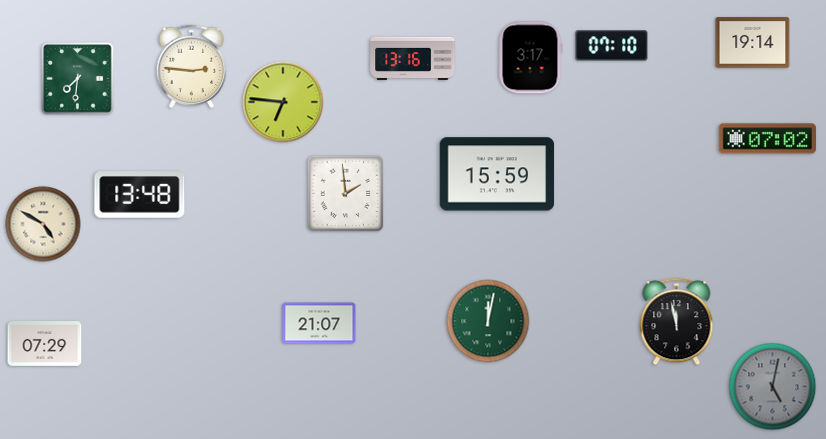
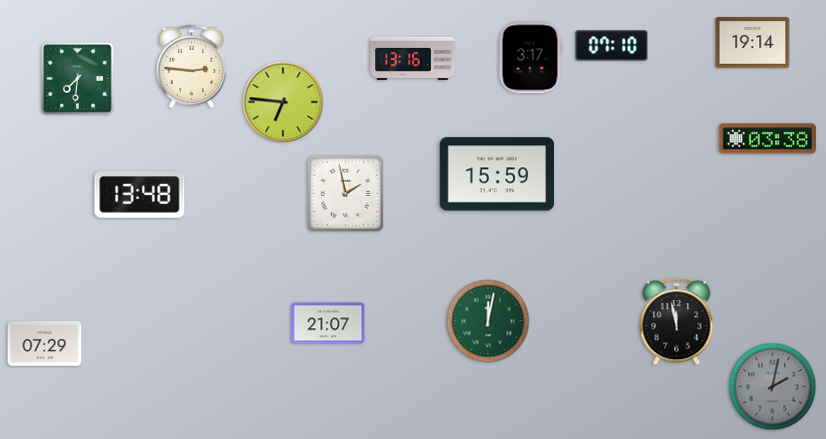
clock at (767, 139): 07:02 -> 03:38
clock at (346, 194): 1:59 -> 1:58
clock at (43, 224): 4:50 -> none
clock at (319, 323) position: (319, 323) -> (328, 323)
clock at (773, 387): 5:02 -> 2:02
